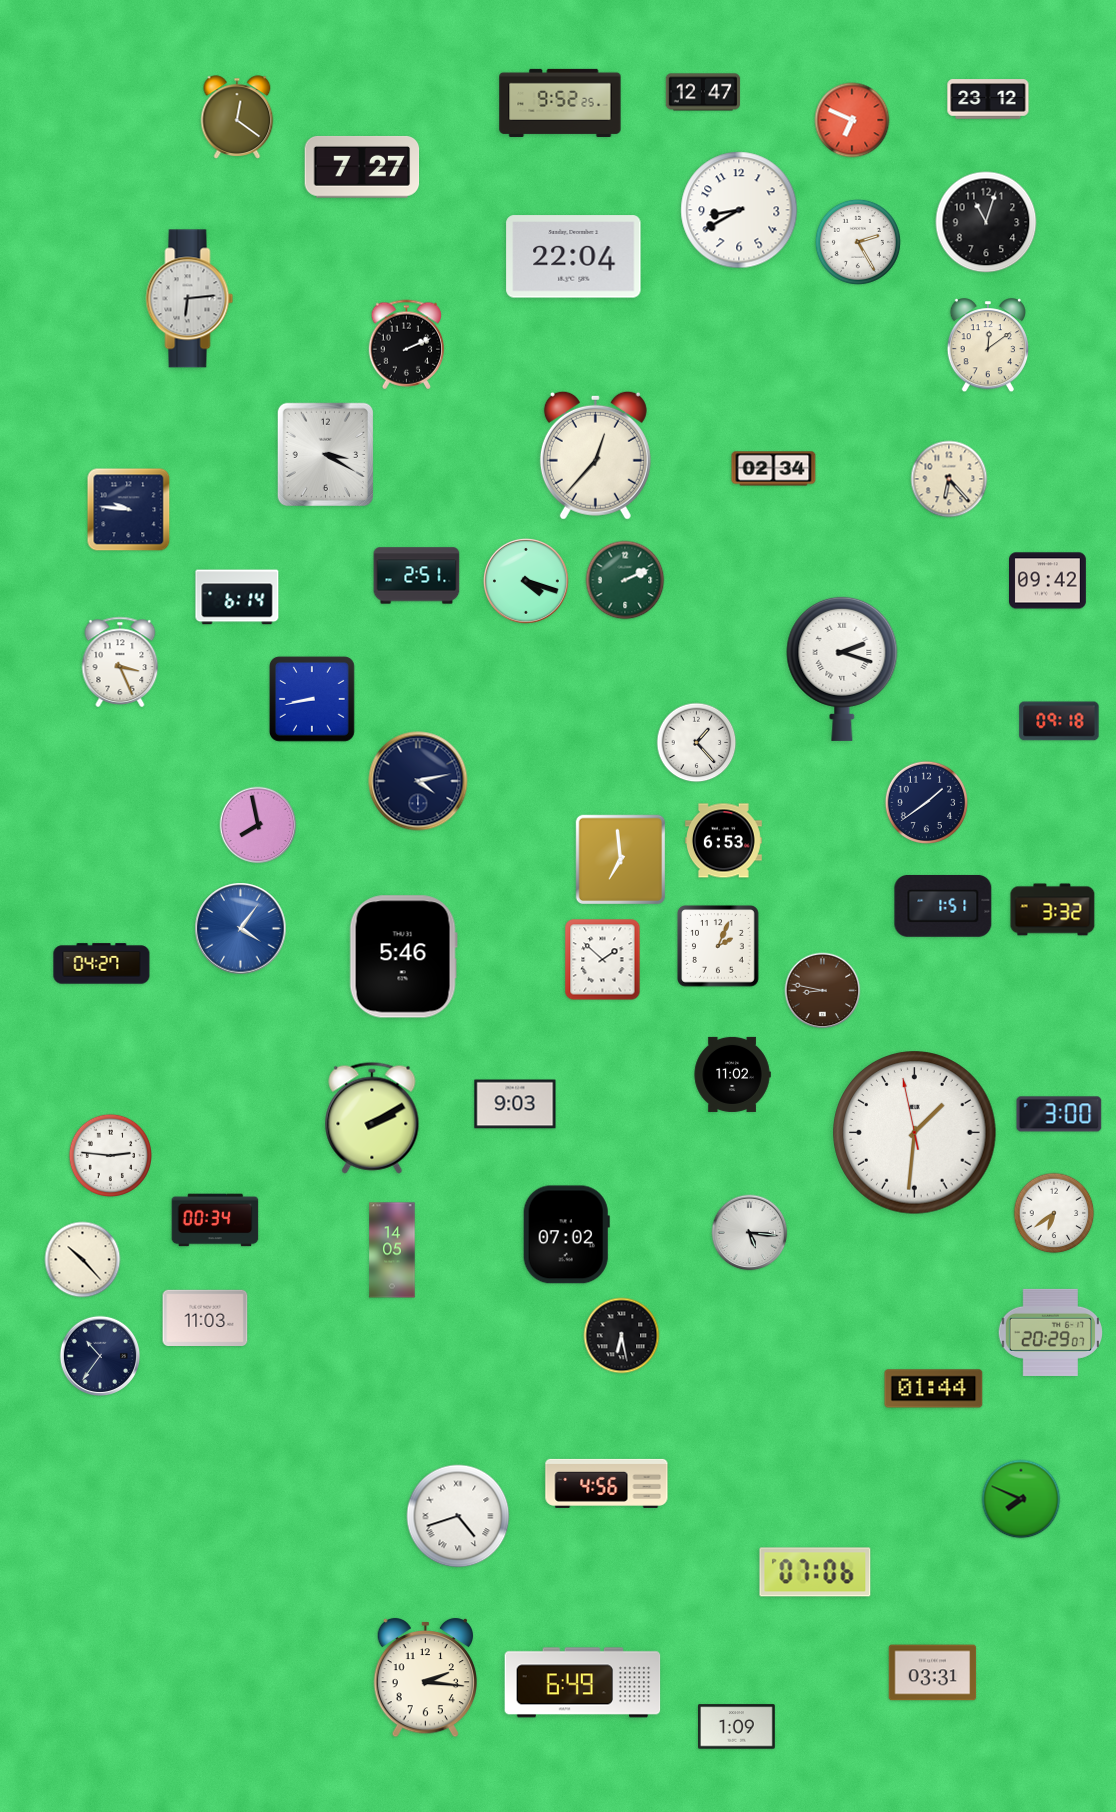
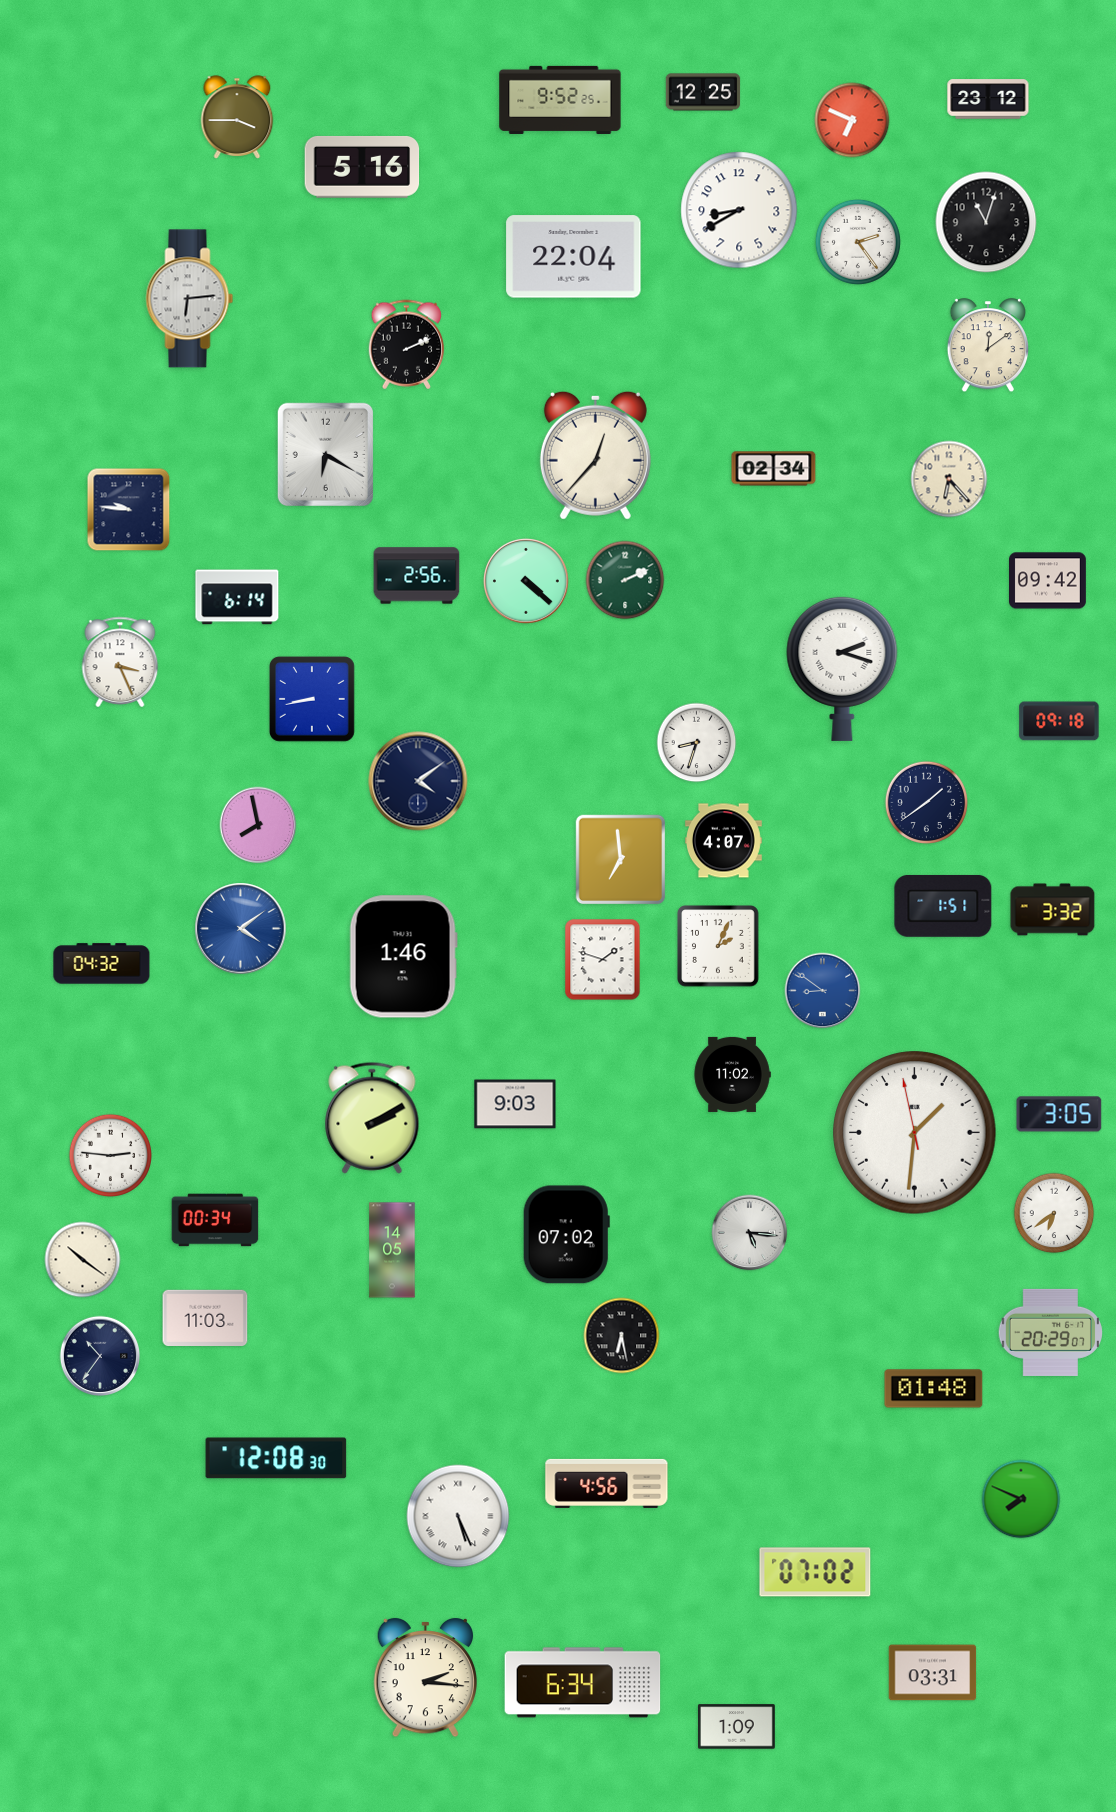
clock at (703, 92): 12:47 -> 12:25
clock at (560, 103) position: (560, 103) -> (560, 100)
clock at (237, 117): 12:21 -> 3:45
clock at (362, 167): 7:27 -> 5:16
clock at (858, 242): 2:25 -> 2:24
clock at (325, 454): 3:20 -> 6:20
clock at (417, 576): 2:51 -> 2:56
clock at (526, 581): 4:18 -> 4:22
clock at (697, 743): 1:23 -> 8:33
clock at (418, 781): 4:13 -> 4:09
clock at (724, 841): 6:53 -> 4:07
clock at (241, 929): 4:06 -> 4:09
clock at (403, 957): 5:46 -> 1:46
clock at (603, 960): 1:52 -> 1:48
clock at (102, 964): 04:27 -> 04:32
clock at (823, 991): 8:47 -> 8:51
clock at (823, 991) dial: brown -> blue
clock at (1059, 1114): 3:00 -> 3:05
clock at (83, 1260): 10:23 -> 10:21
clock at (934, 1389): 01:44 -> 01:48
clock at (276, 1458): none -> 12:08
clock at (458, 1516): 4:42 -> 5:26
clock at (815, 1572): 07:06 -> 07:02
clock at (583, 1683): 6:49 -> 6:34
